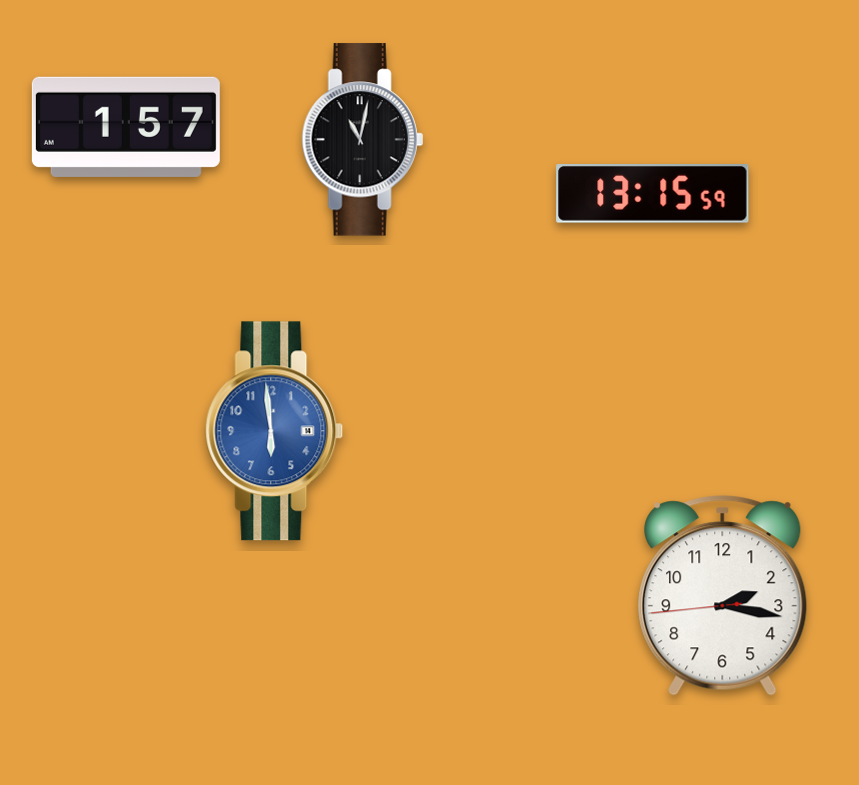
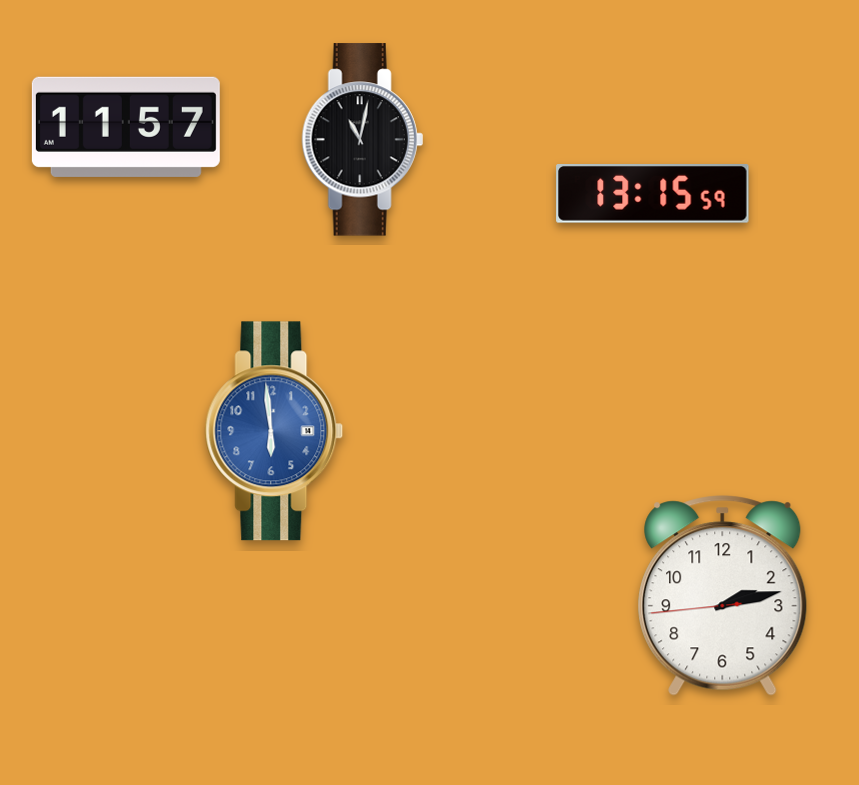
clock at (126, 127): 1:57 -> 11:57
clock at (723, 596): 2:16 -> 2:12
